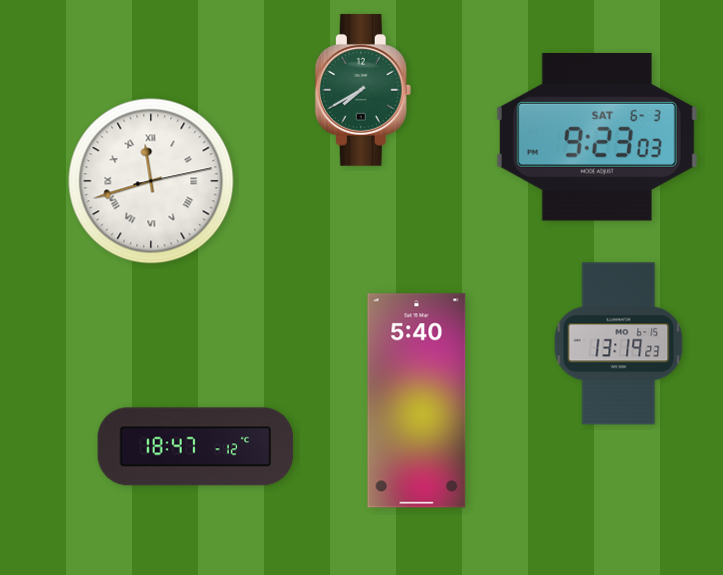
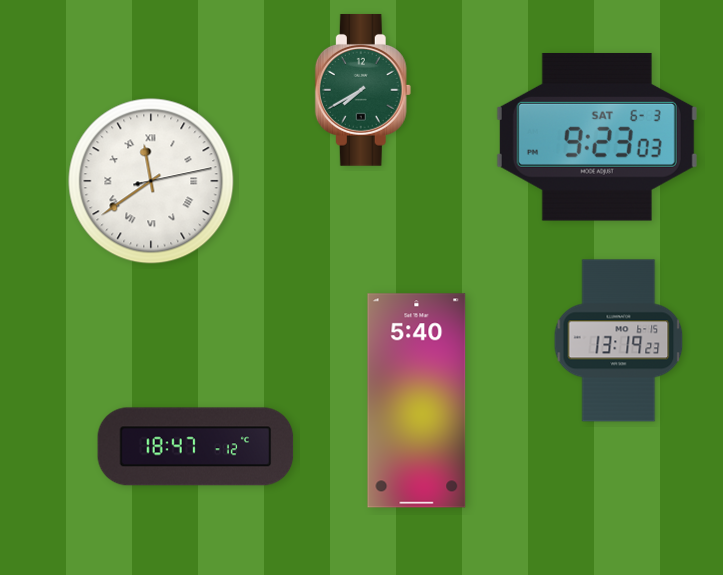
clock at (151, 181): 11:42 -> 11:39
clock at (619, 344) position: (619, 344) -> (619, 341)
